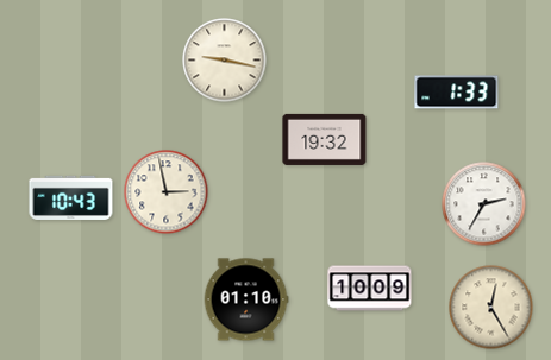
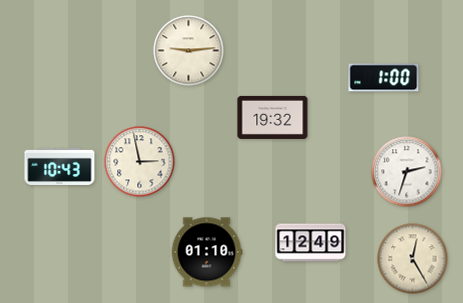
clock at (225, 61): 9:17 -> 9:14
clock at (457, 93): 1:33 -> 1:00
clock at (484, 204): 2:35 -> 2:33
clock at (370, 289): 10:09 -> 12:49
